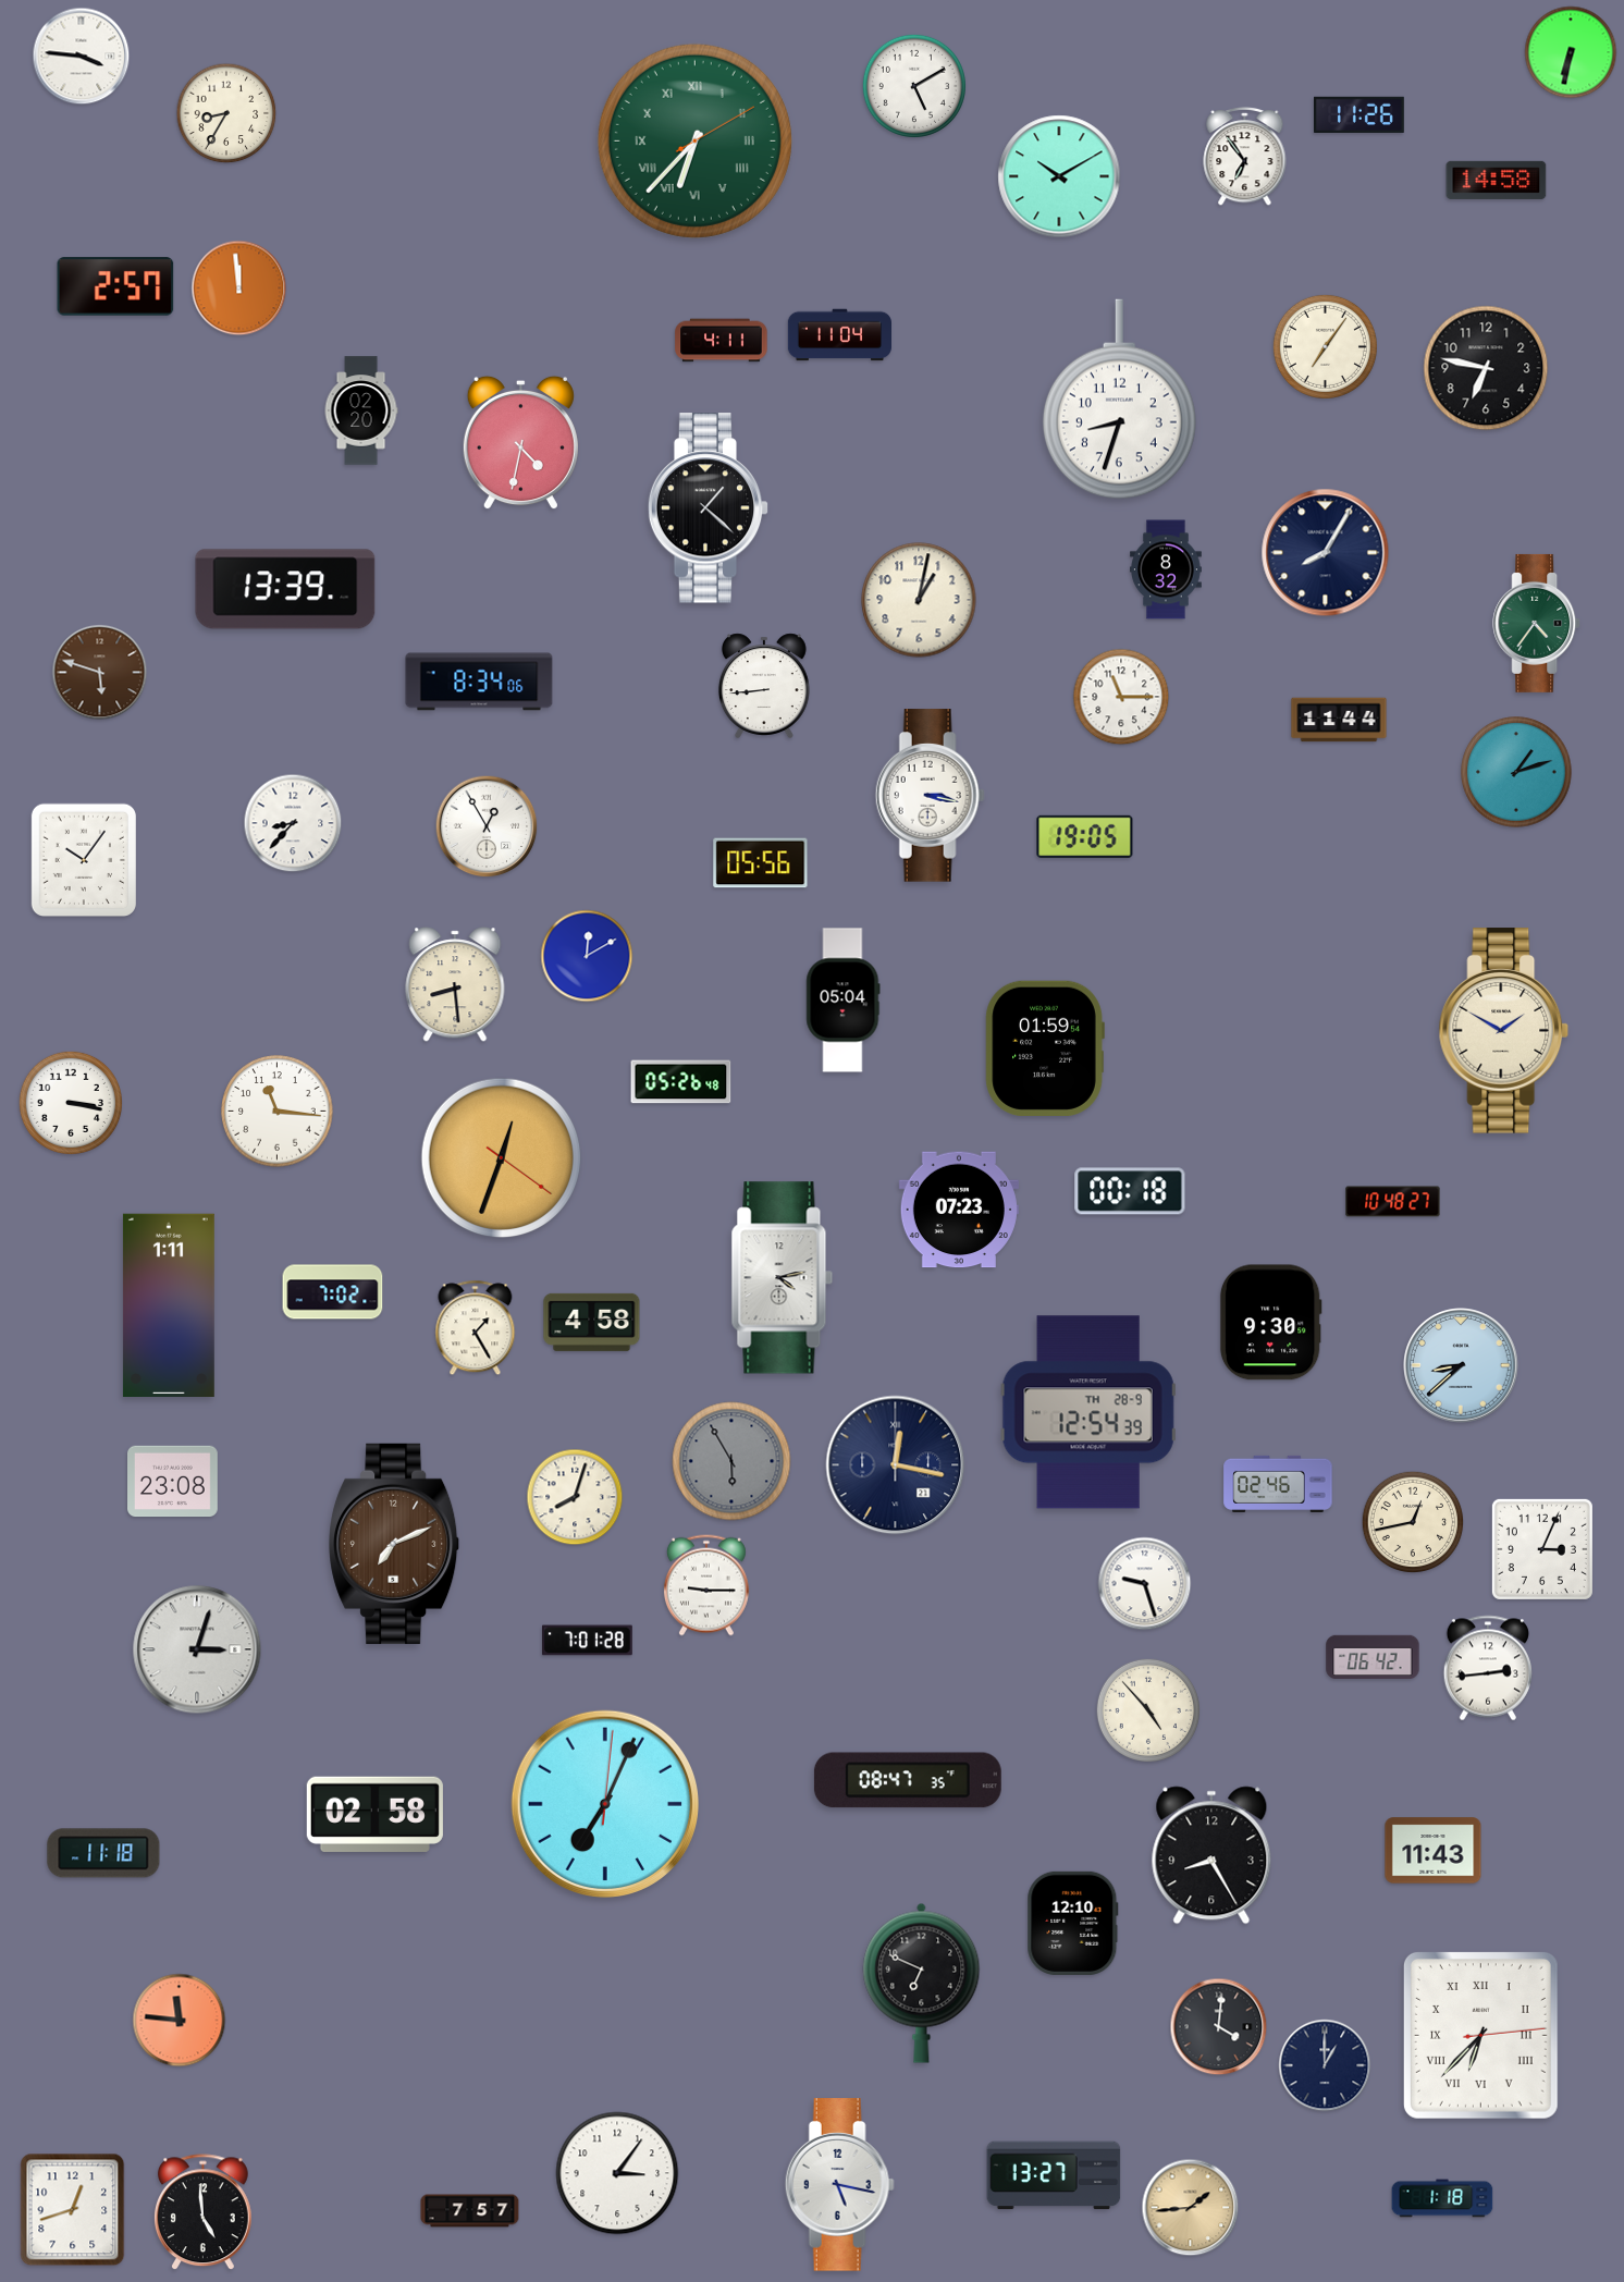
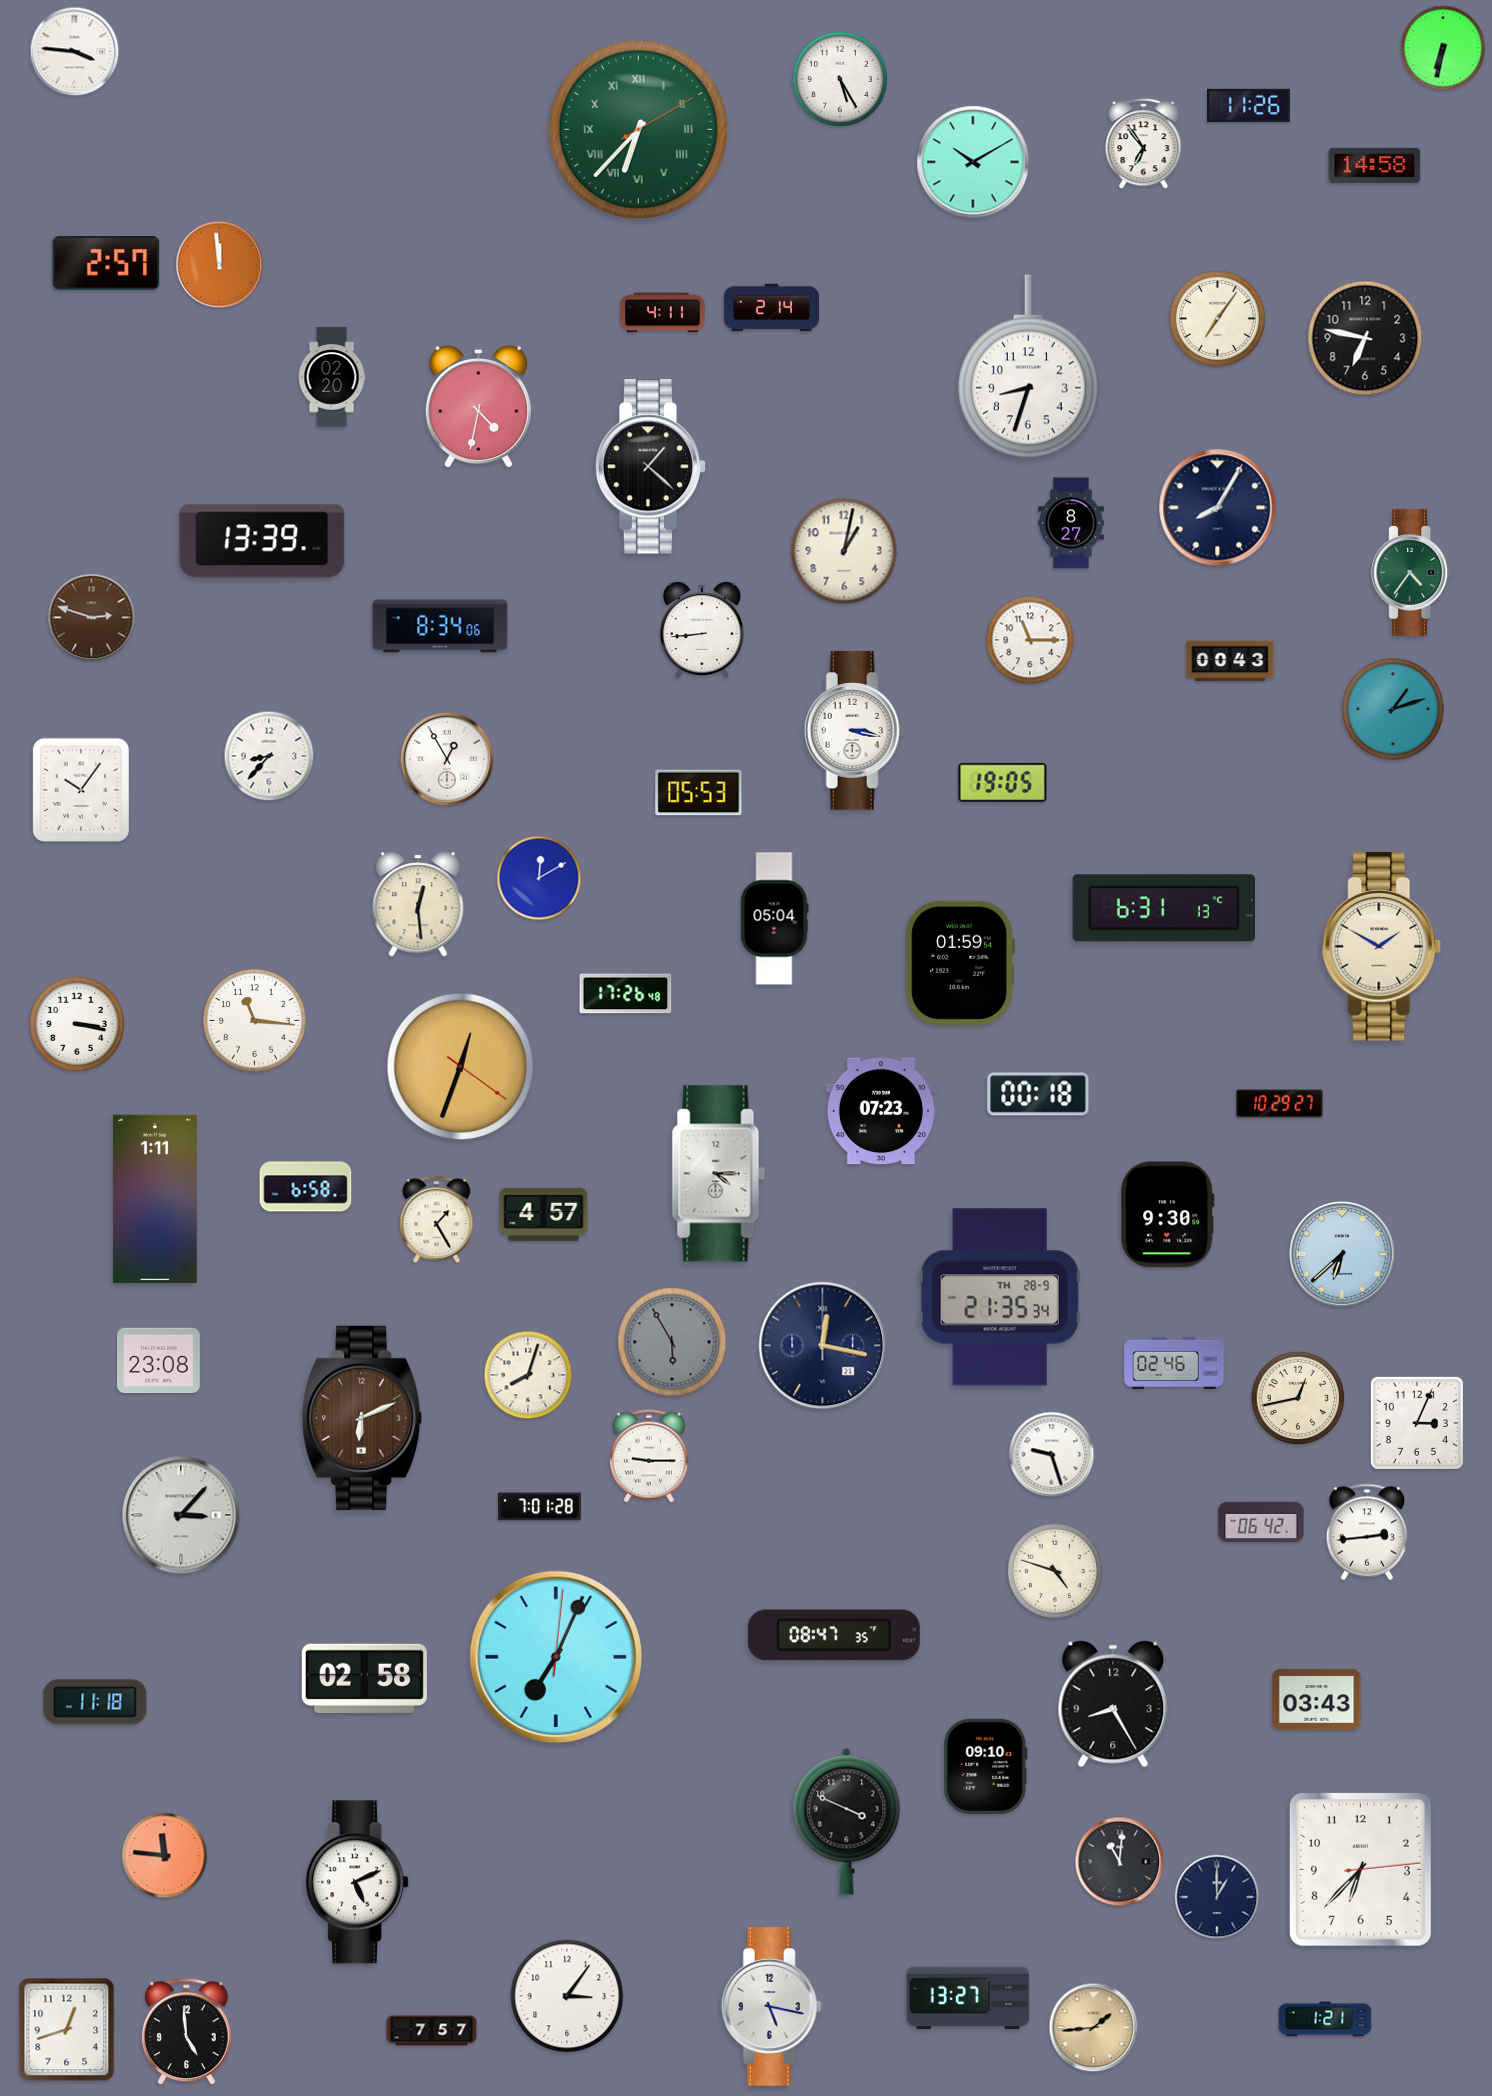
clock at (914, 86): 5:10 -> 5:25
clock at (226, 113): 8:35 -> none
clock at (839, 335): 11:04 -> 2:14
clock at (1166, 569): 8:32 -> 8:27
clock at (100, 673): 5:48 -> 2:48
clock at (1339, 720): 11:44 -> 00:43
clock at (1085, 836) position: (1085, 836) -> (1003, 782)
clock at (84, 859) position: (84, 859) -> (81, 789)
clock at (761, 863): 05:56 -> 05:53
clock at (455, 984): 8:29 -> 12:29
clock at (1163, 908): none -> 6:31
clock at (681, 1082): 05:26 -> 17:26
clock at (71, 1103) position: (71, 1103) -> (77, 1024)
clock at (502, 1158) position: (502, 1158) -> (461, 1067)
clock at (1393, 1202): 10:48 -> 10:29
clock at (783, 1278): 4:13 -> 4:15
clock at (333, 1292): 7:02 -> 6:58
clock at (592, 1322): 4:58 -> 4:57
clock at (1462, 1366): 8:38 -> 6:38
clock at (1088, 1412): 12:54 -> 21:35
clock at (395, 1544): 7:11 -> 6:11
clock at (197, 1649): 3:03 -> 3:07
clock at (1148, 1710): 4:53 -> 4:48
clock at (374, 1814) position: (374, 1814) -> (364, 1678)
clock at (1434, 1851): 11:43 -> 03:43
clock at (1073, 1923): 12:10 -> 09:10
clock at (922, 1983): 6:49 -> 3:49
clock at (1219, 2027): 4:01 -> 11:01
clock at (1480, 2035) numerals: Roman -> Arabic
clock at (357, 1882): none -> 5:11
clock at (1442, 2198): 1:18 -> 1:21
